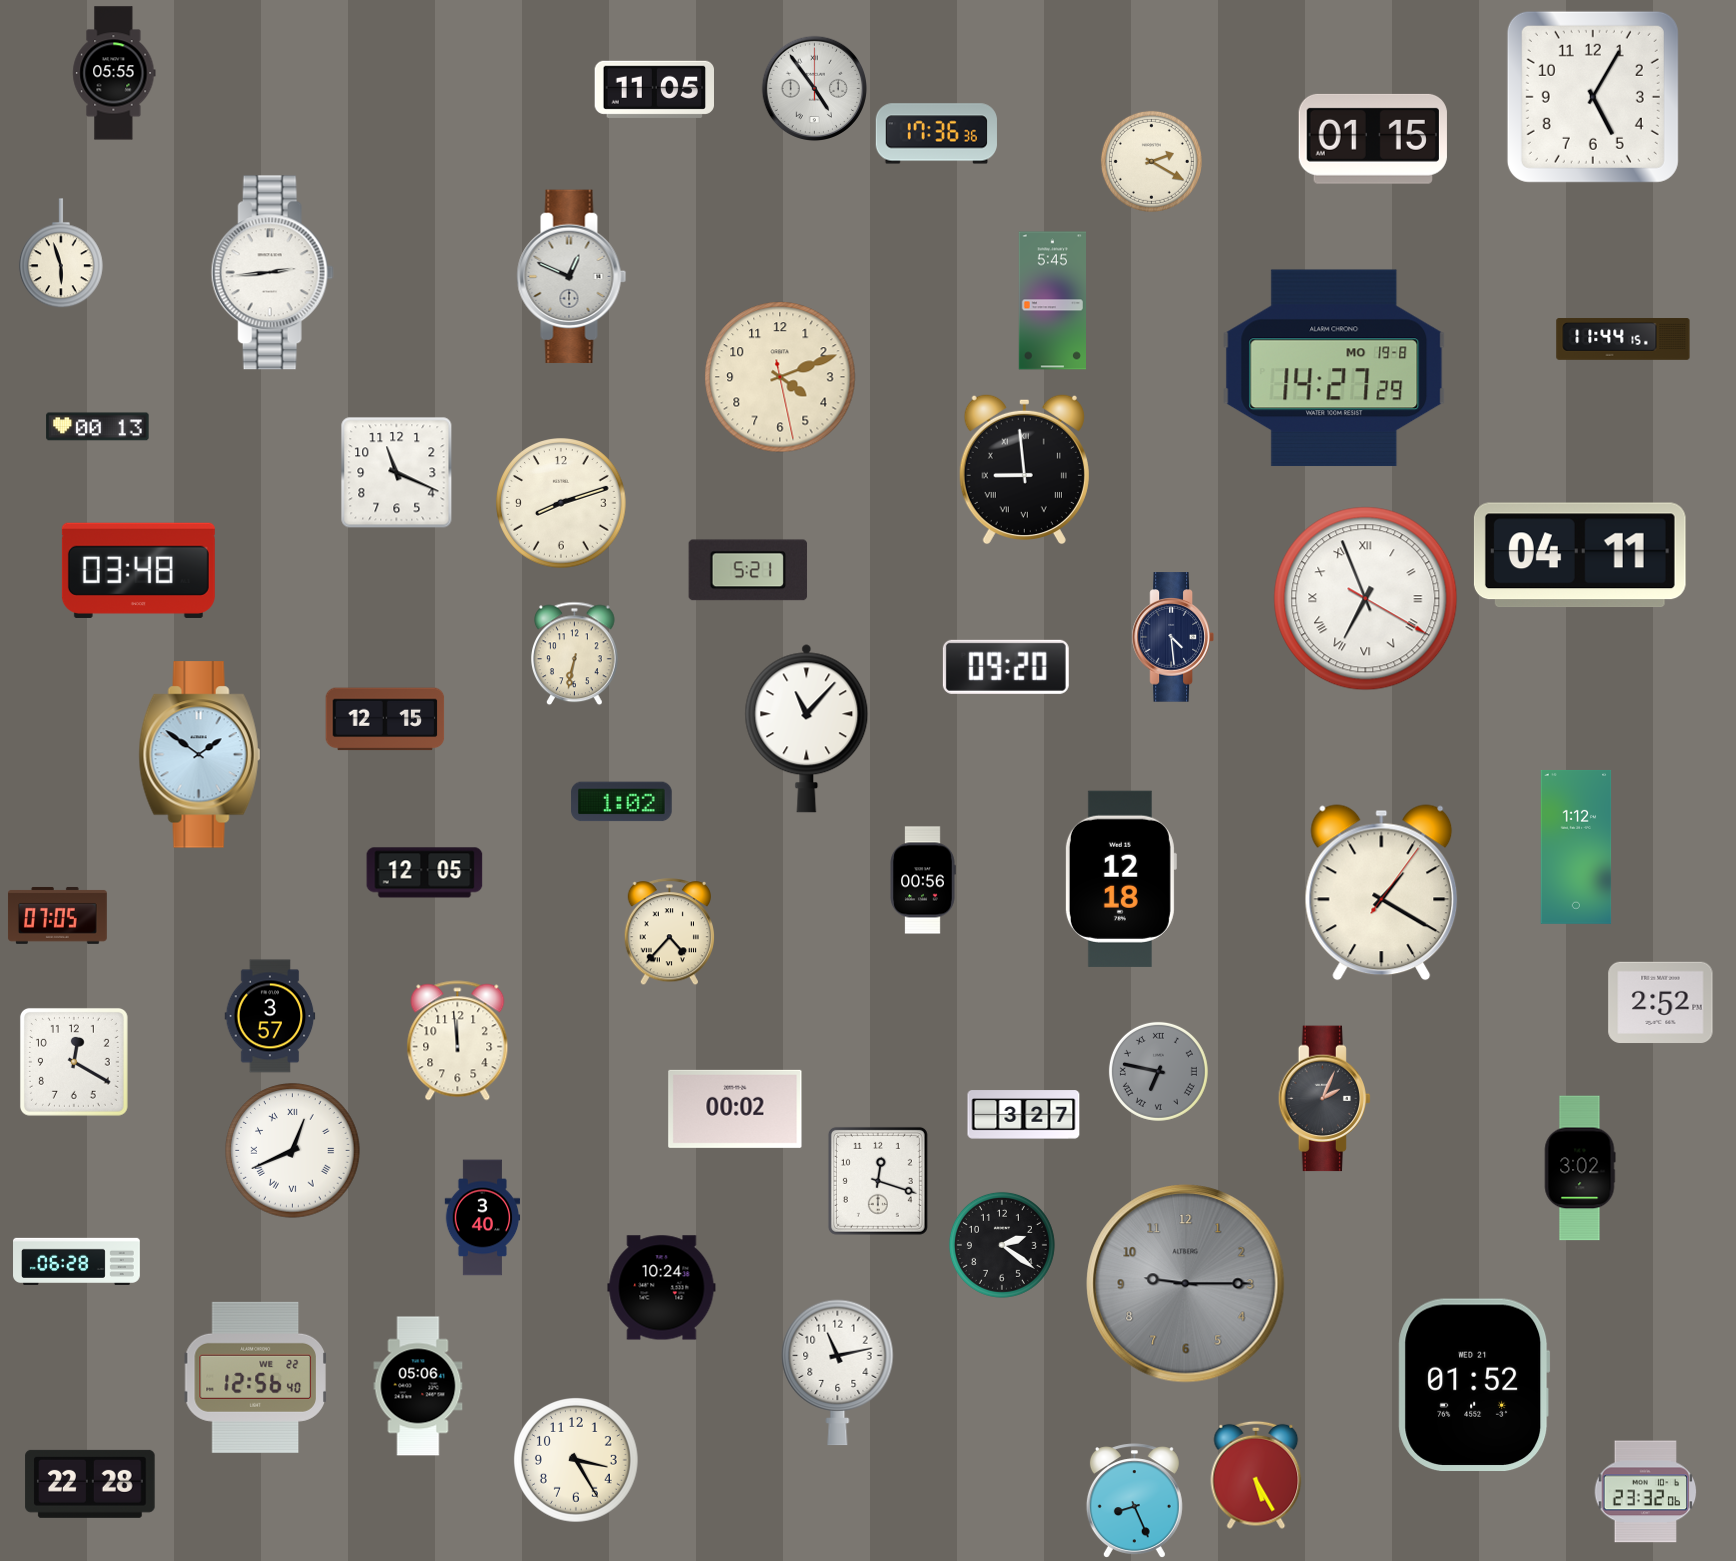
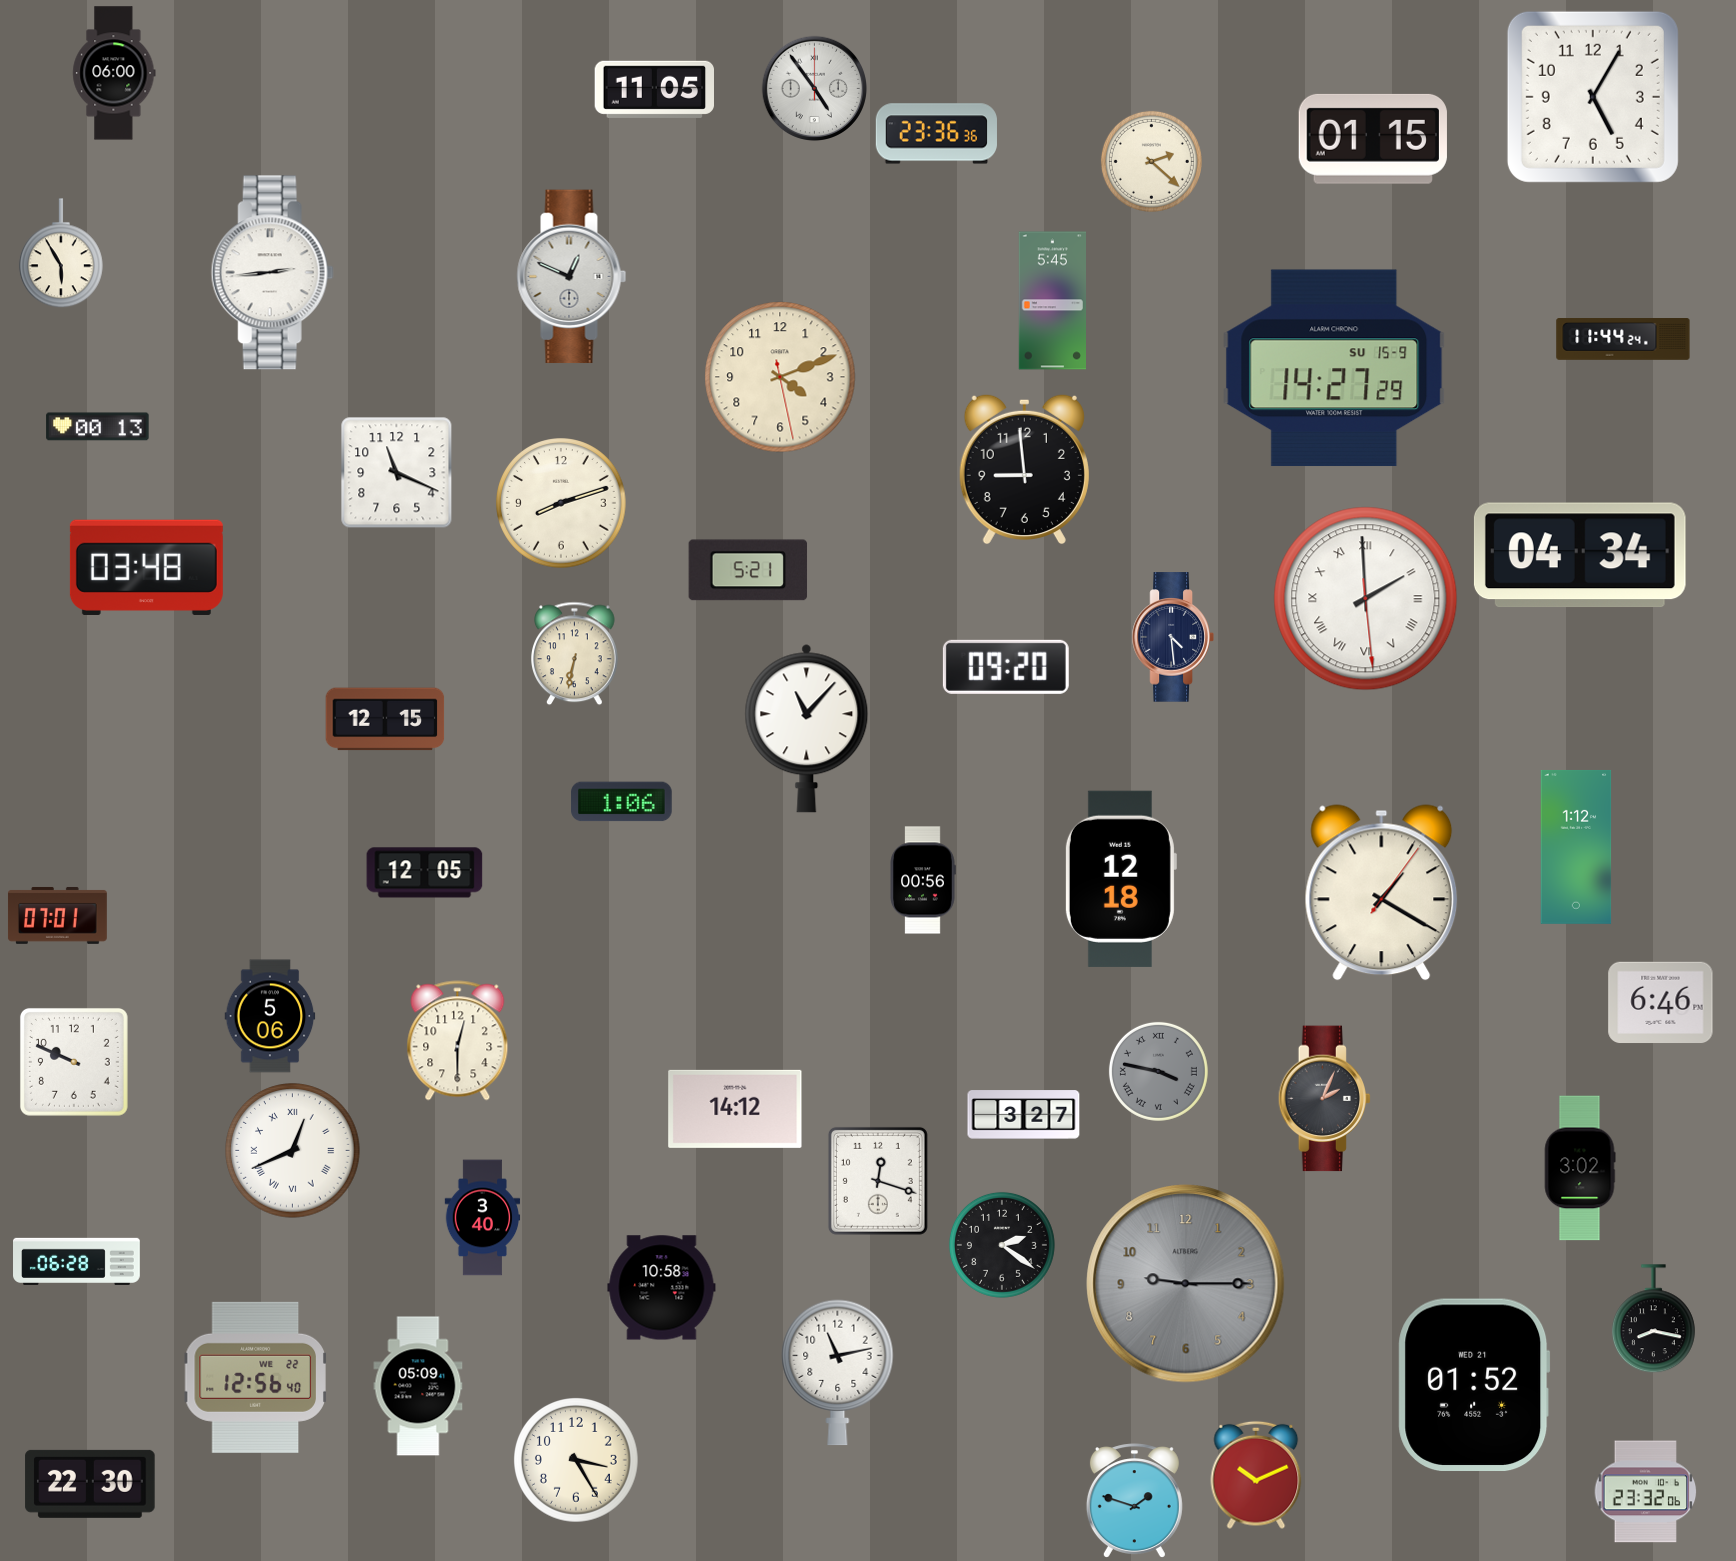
clock at (114, 73): 05:55 -> 06:00
clock at (936, 134): 17:36 -> 23:36
clock at (1151, 161): 2:20 -> 2:22
clock at (61, 254): 5:57 -> 5:55
clock at (1623, 340): 11:44:15 -> 11:44:24
clock at (1334, 368) date: MO 19-8 -> SU 15-9
clock at (1024, 469) numerals: Roman -> Arabic
clock at (1580, 555): 04:11 -> 04:34
clock at (138, 570) position: (138, 570) -> (146, 567)
clock at (1366, 599): 6:56 -> 1:59
clock at (200, 755): 1:51 -> none
clock at (622, 802): 1:02 -> 1:06
clock at (58, 915): 07:05 -> 07:01
clock at (669, 932): 4:37 -> none
clock at (1661, 1003): 2:52 -> 6:46
clock at (270, 1016): 3:57 -> 5:06
clock at (458, 1041): 11:59 -> 12:30
clock at (74, 1062): 12:20 -> 9:49
clock at (1158, 1071): 6:47 -> 3:47
clock at (735, 1109): 00:02 -> 14:12
clock at (662, 1288): 10:24 -> 10:58
clock at (1653, 1319): none -> 8:17
clock at (418, 1386): 05:06 -> 05:09
clock at (1256, 1475): 5:25 -> 10:11
clock at (90, 1484): 22:28 -> 22:30
clock at (1134, 1501): 8:26 -> 1:48
